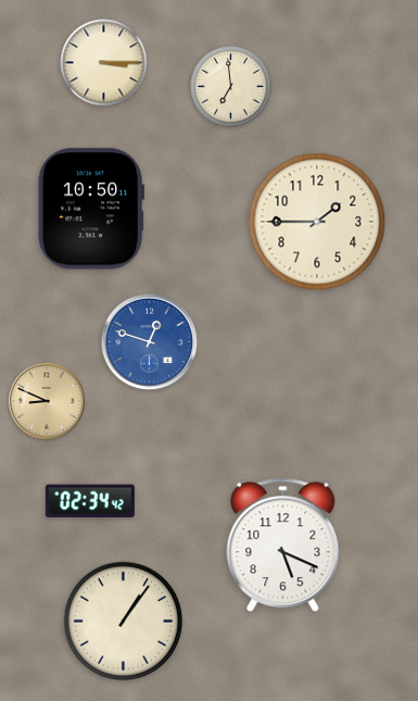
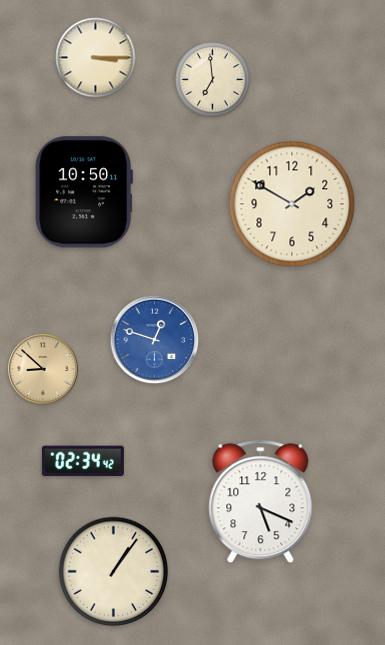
clock at (317, 222): 1:45 -> 1:50
clock at (150, 342) position: (150, 342) -> (155, 340)
clock at (47, 401): 8:49 -> 8:52
